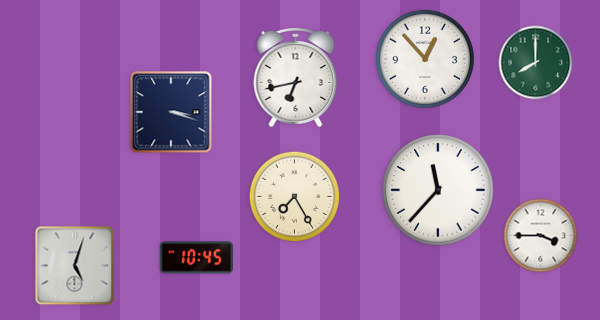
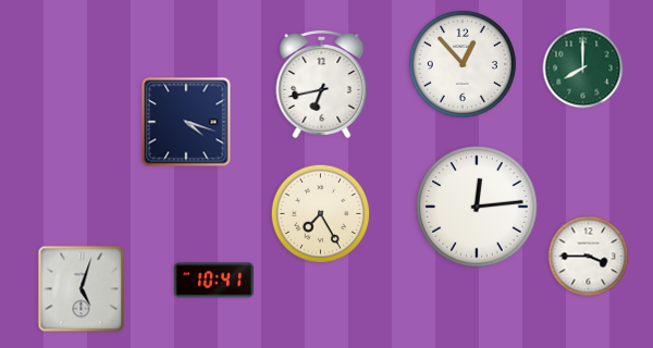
clock at (171, 112): 3:18 -> 4:18
clock at (438, 190): 11:37 -> 12:14
clock at (197, 258): 10:45 -> 10:41
